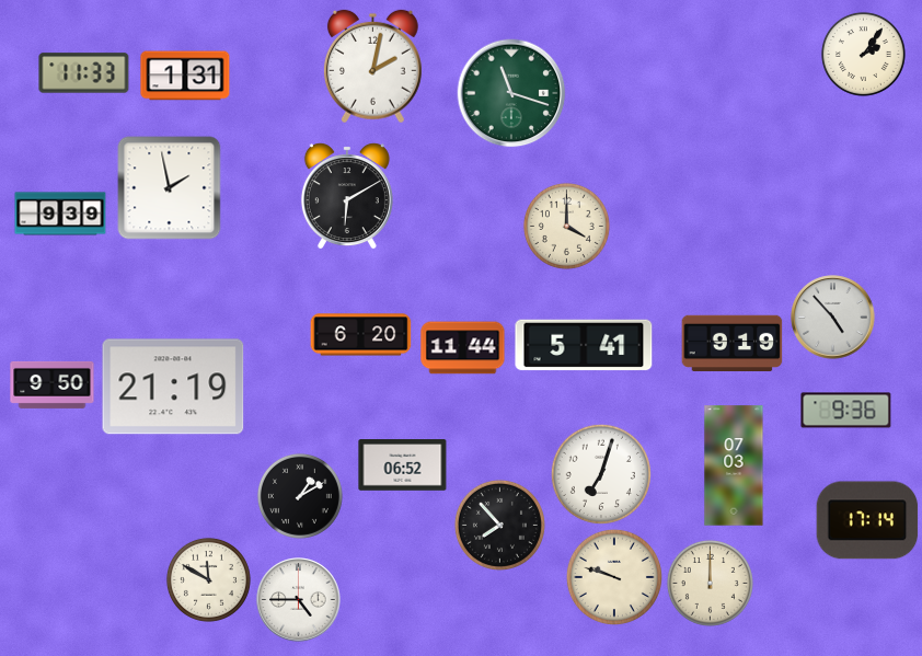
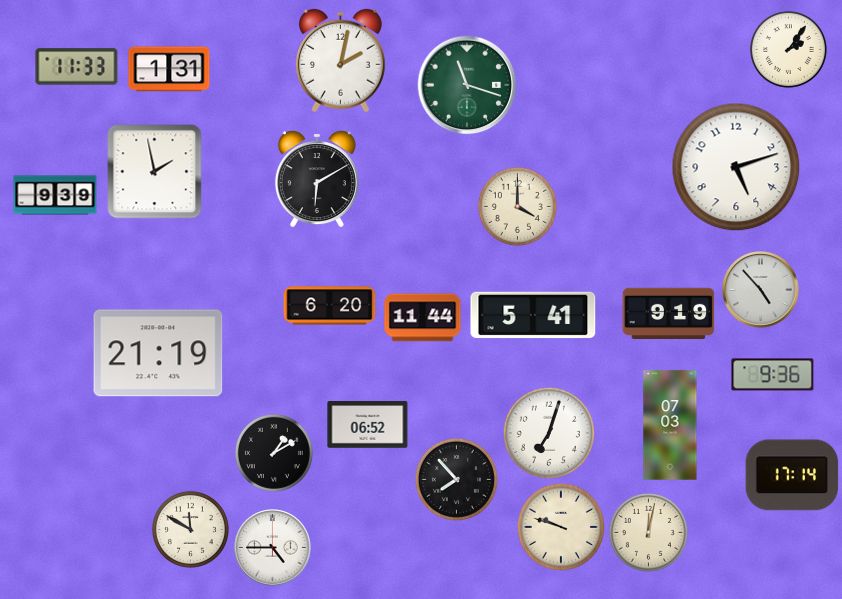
clock at (736, 167): none -> 5:12
clock at (53, 384): 9:50 -> none
clock at (710, 583): 12:00 -> 12:02
